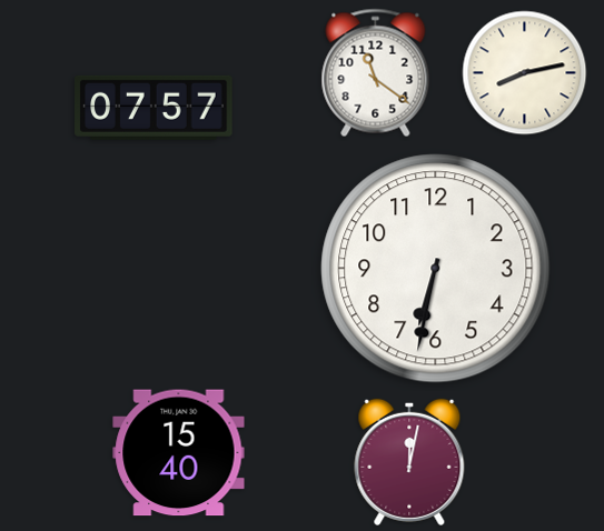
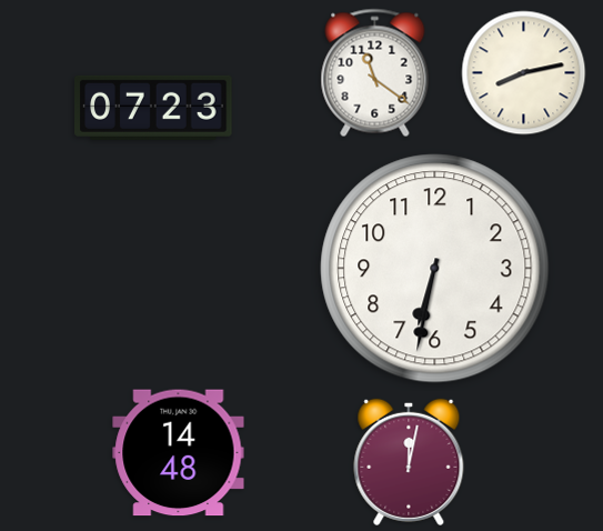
clock at (154, 108): 07:57 -> 07:23
clock at (179, 453): 15:40 -> 14:48
